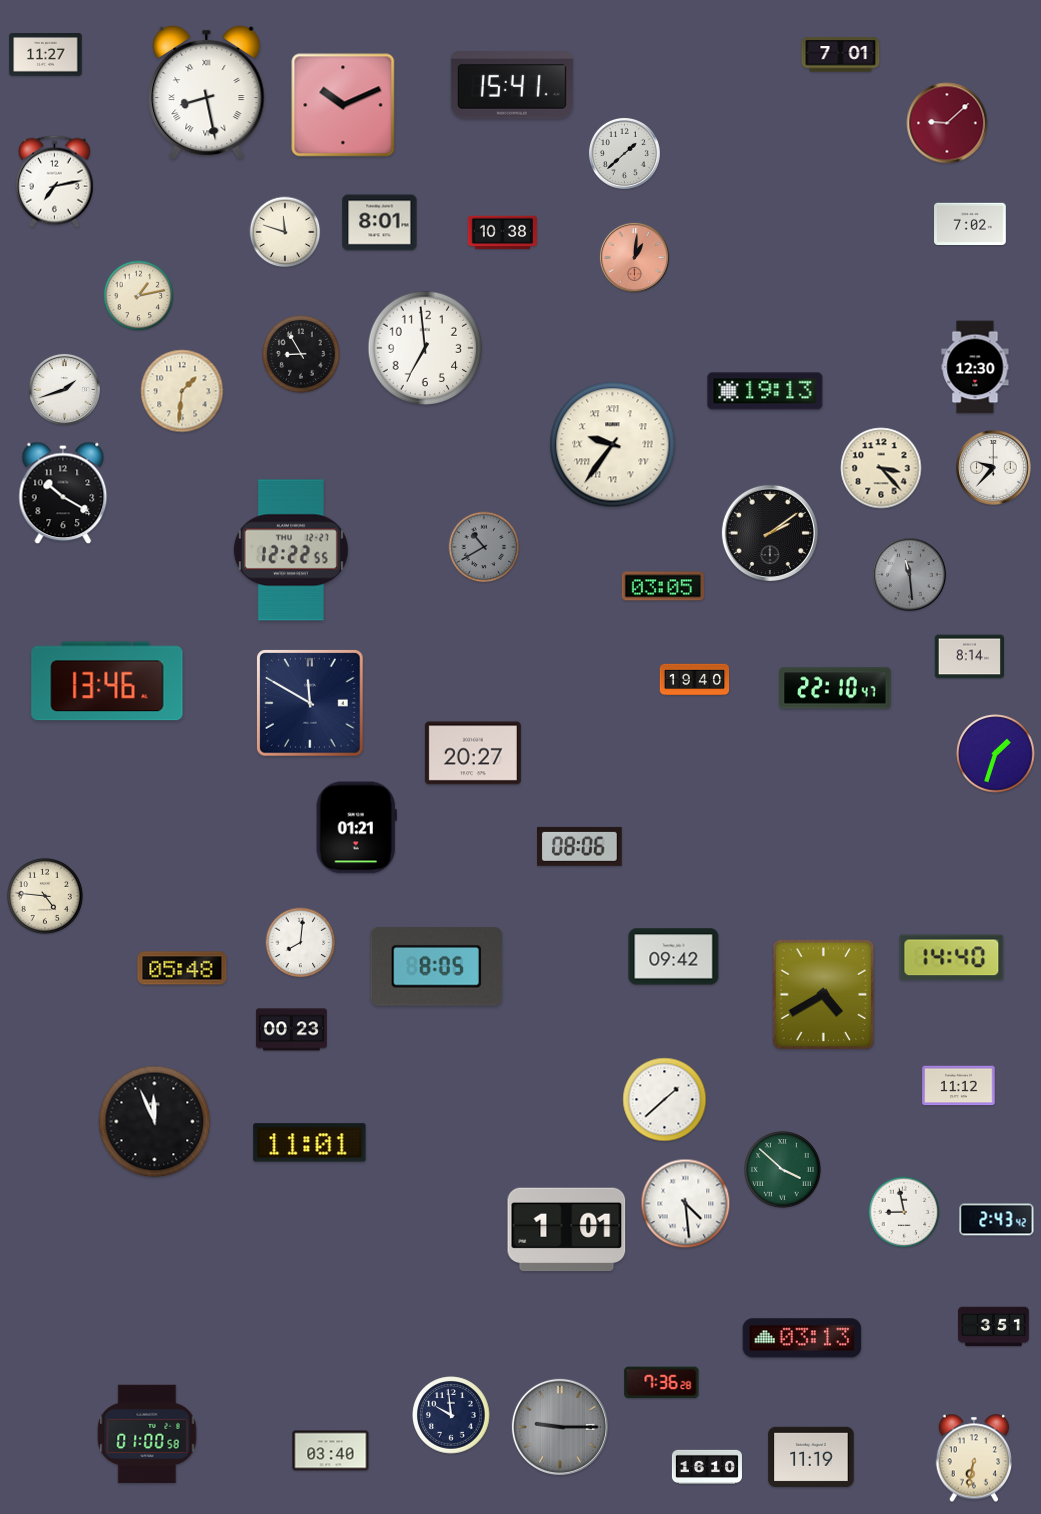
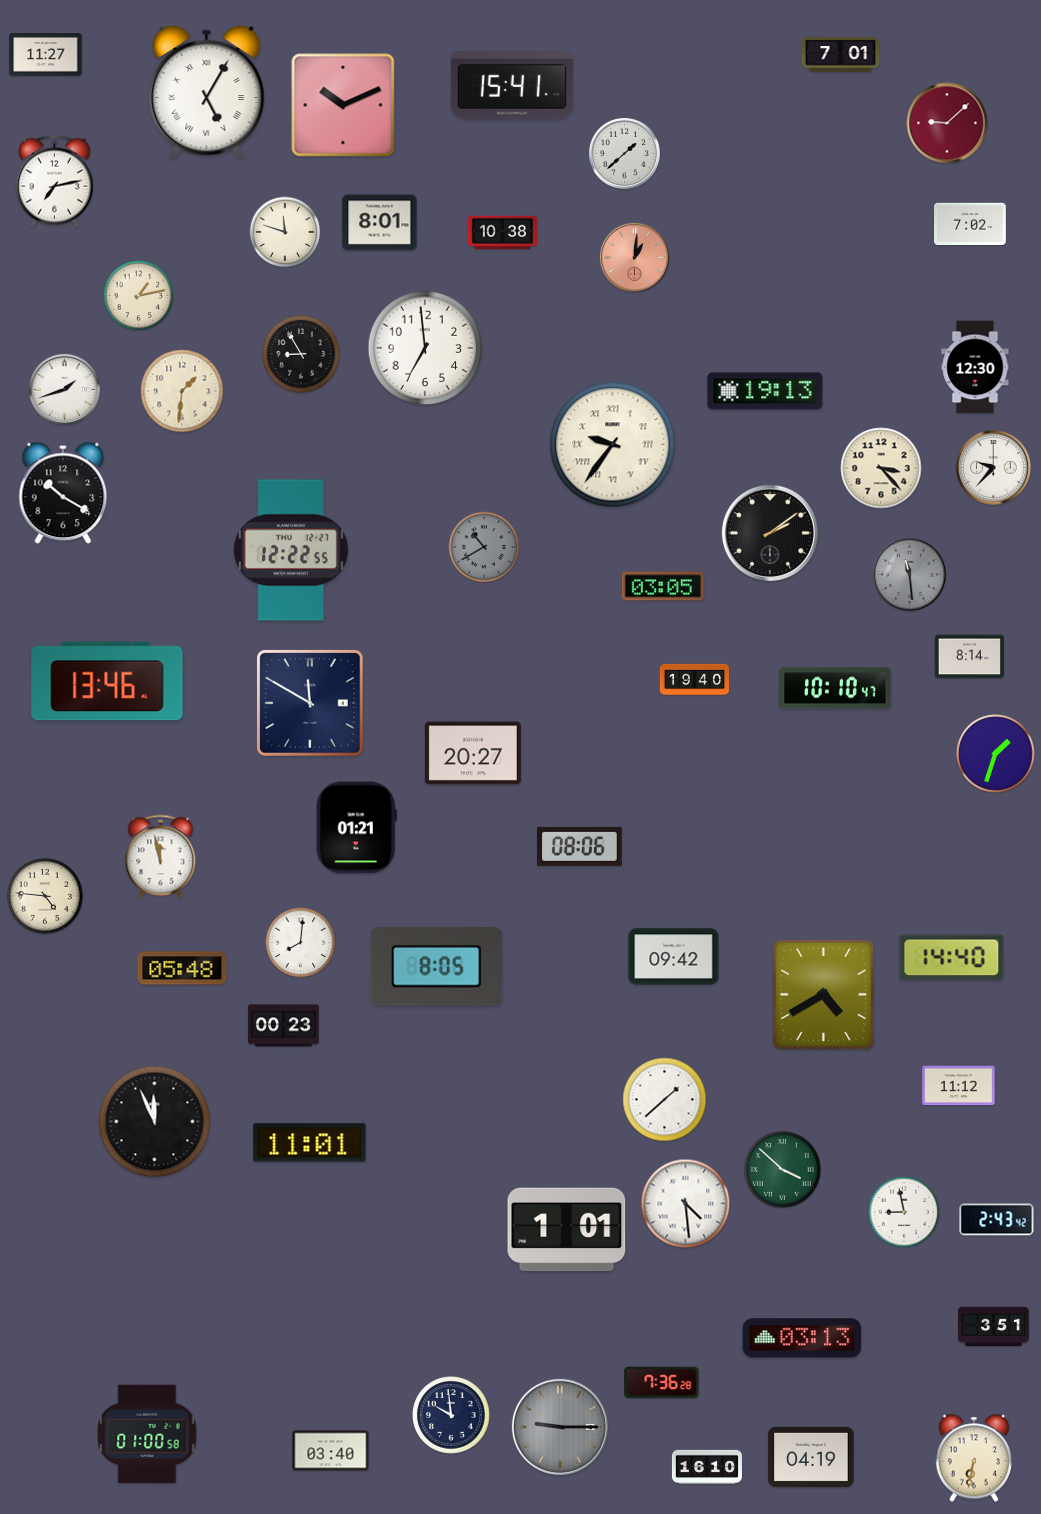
clock at (207, 92): 8:28 -> 5:05
clock at (835, 688): 22:10 -> 10:10
clock at (161, 857): none -> 11:58
clock at (291, 1030) position: (291, 1030) -> (283, 1026)
clock at (811, 1457): 11:19 -> 04:19
